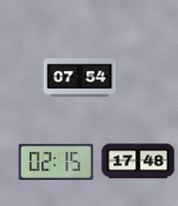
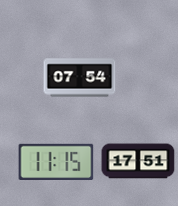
clock at (56, 161): 02:15 -> 11:15
clock at (138, 161): 17:48 -> 17:51
